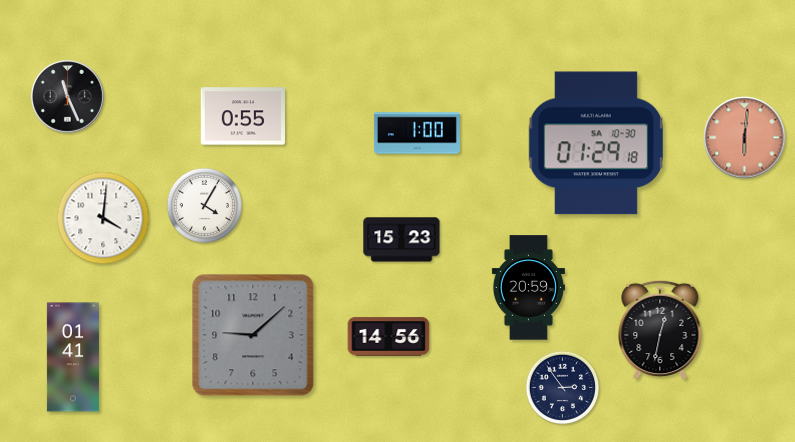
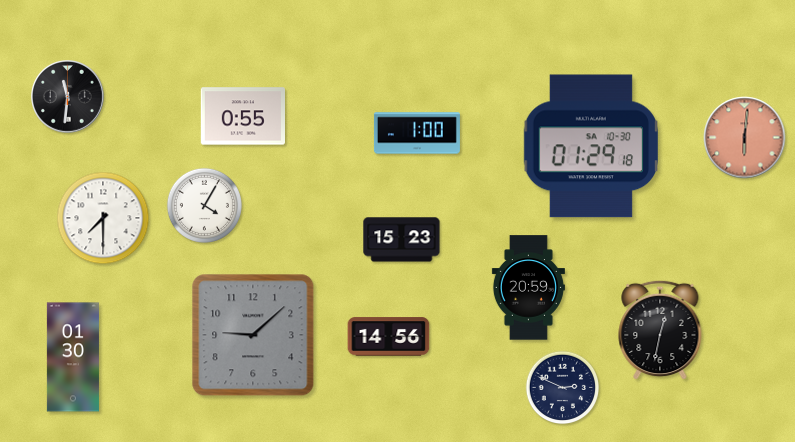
clock at (68, 97): 11:26 -> 11:31
clock at (595, 143) position: (595, 143) -> (590, 146)
clock at (103, 218): 4:01 -> 7:30
clock at (73, 357): 01:41 -> 01:30
clock at (563, 388): 2:54 -> 2:49
